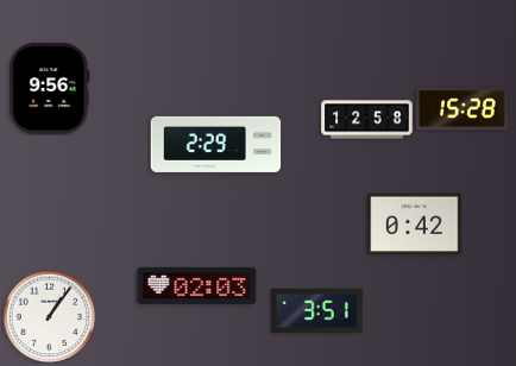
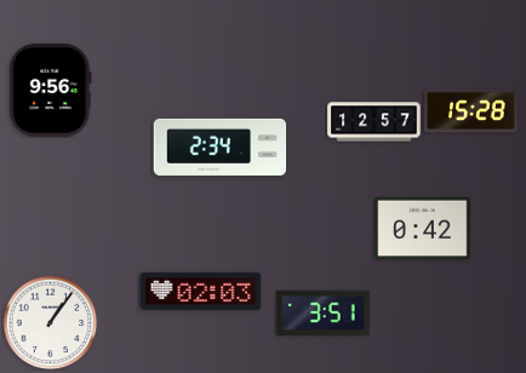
clock at (367, 120): 12:58 -> 12:57
clock at (216, 144): 2:29 -> 2:34
clock at (317, 310) position: (317, 310) -> (324, 312)
